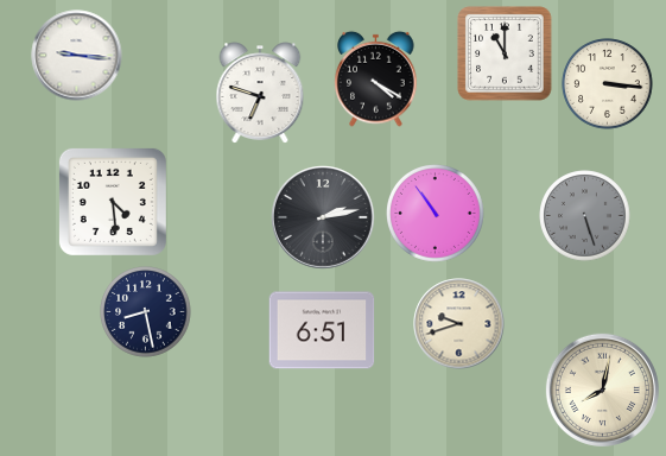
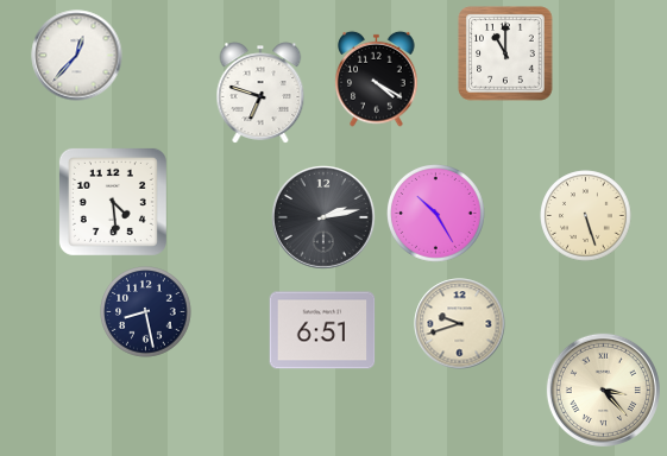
clock at (77, 56): 9:16 -> 12:37
clock at (608, 84): 3:16 -> none
clock at (436, 214): 10:54 -> 10:25
clock at (585, 216) dial: grey -> cream
clock at (602, 389): 8:02 -> 3:23
